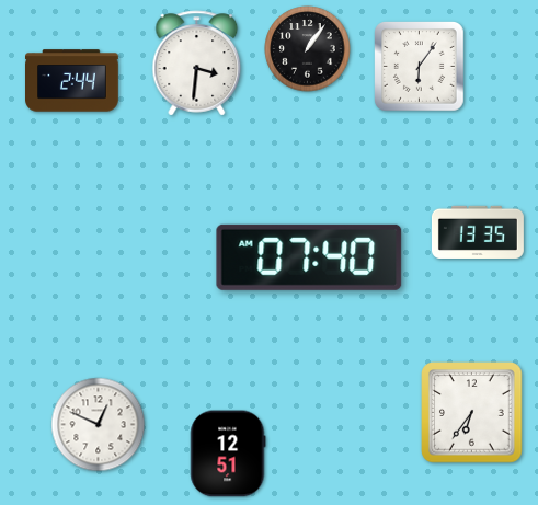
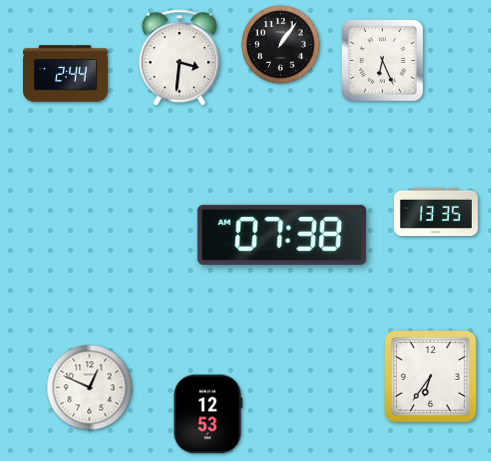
clock at (420, 67): 6:06 -> 6:26
clock at (309, 257): 07:40 -> 07:38
clock at (228, 454): 12:51 -> 12:53
